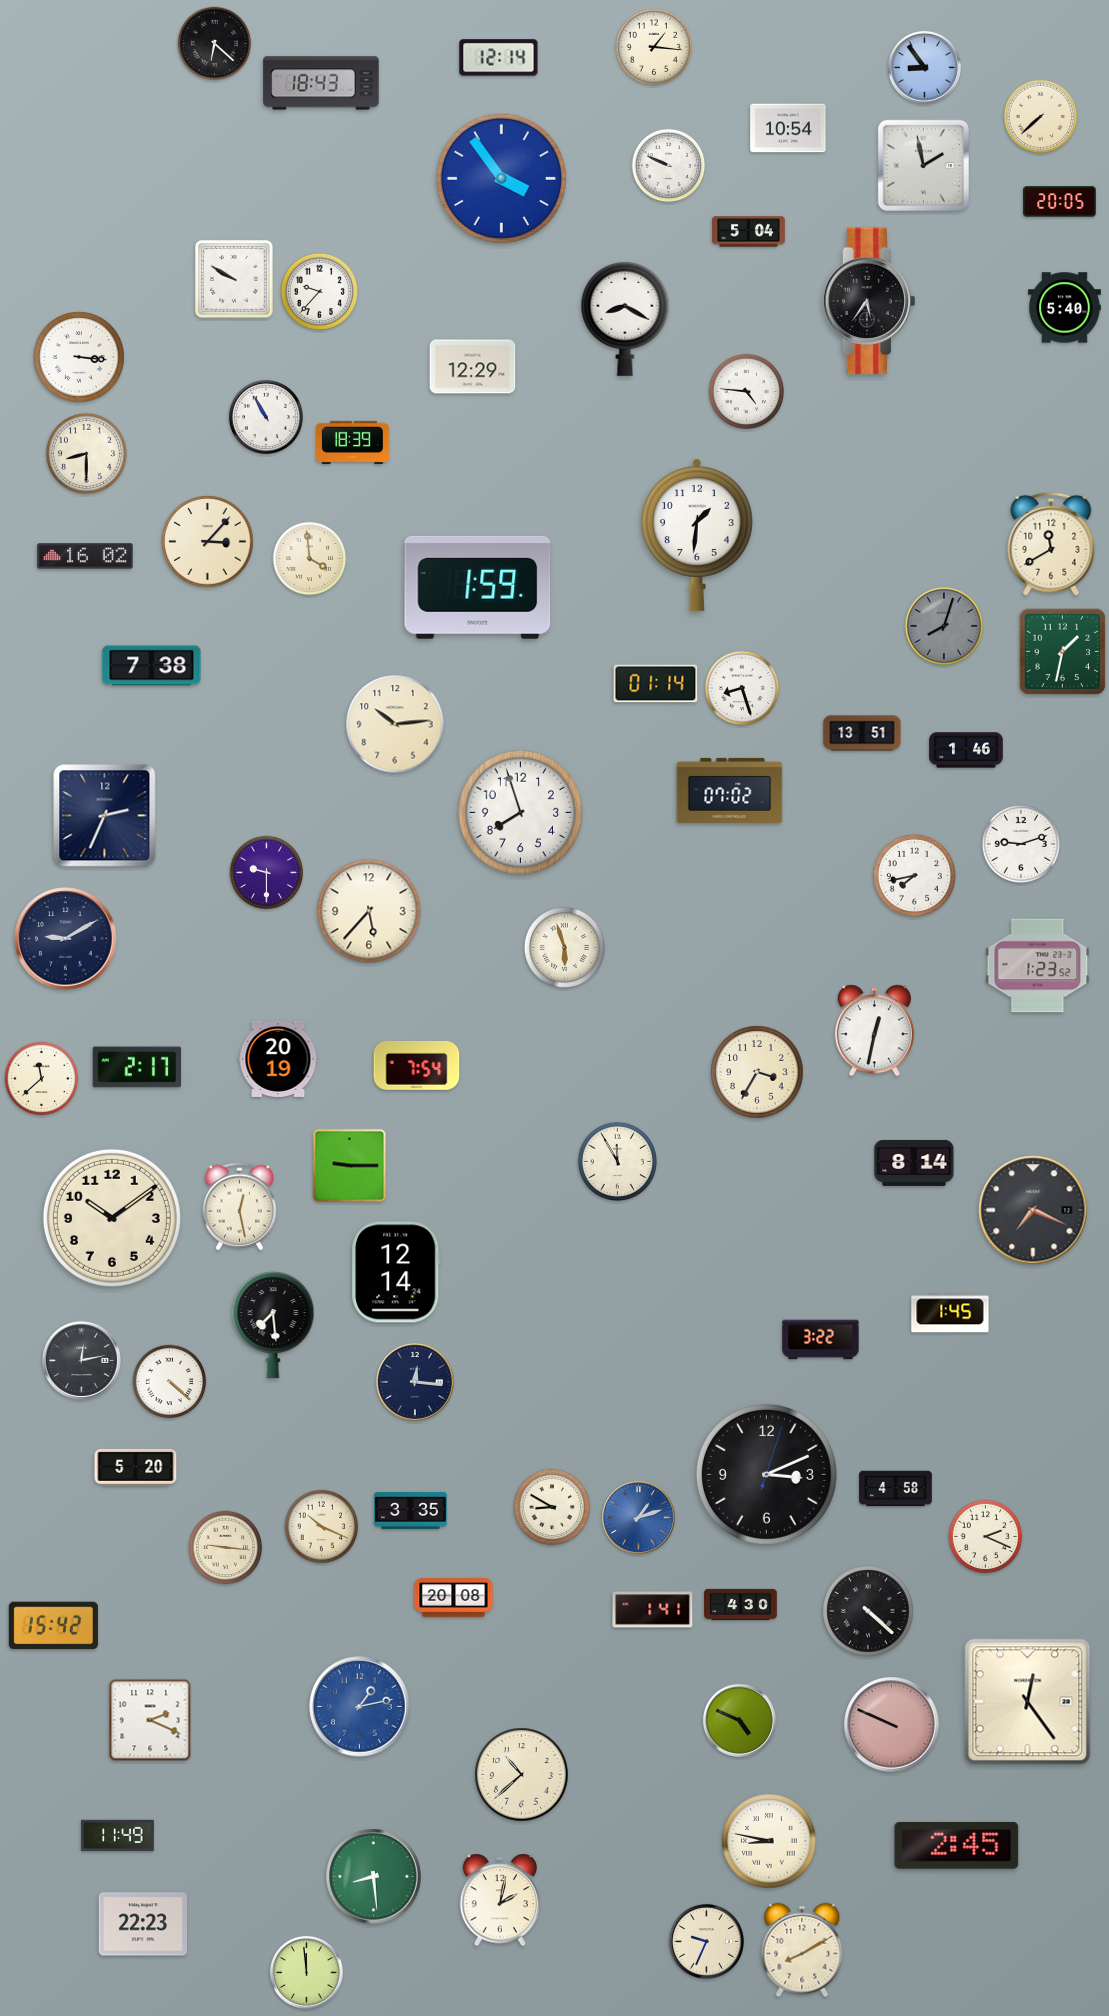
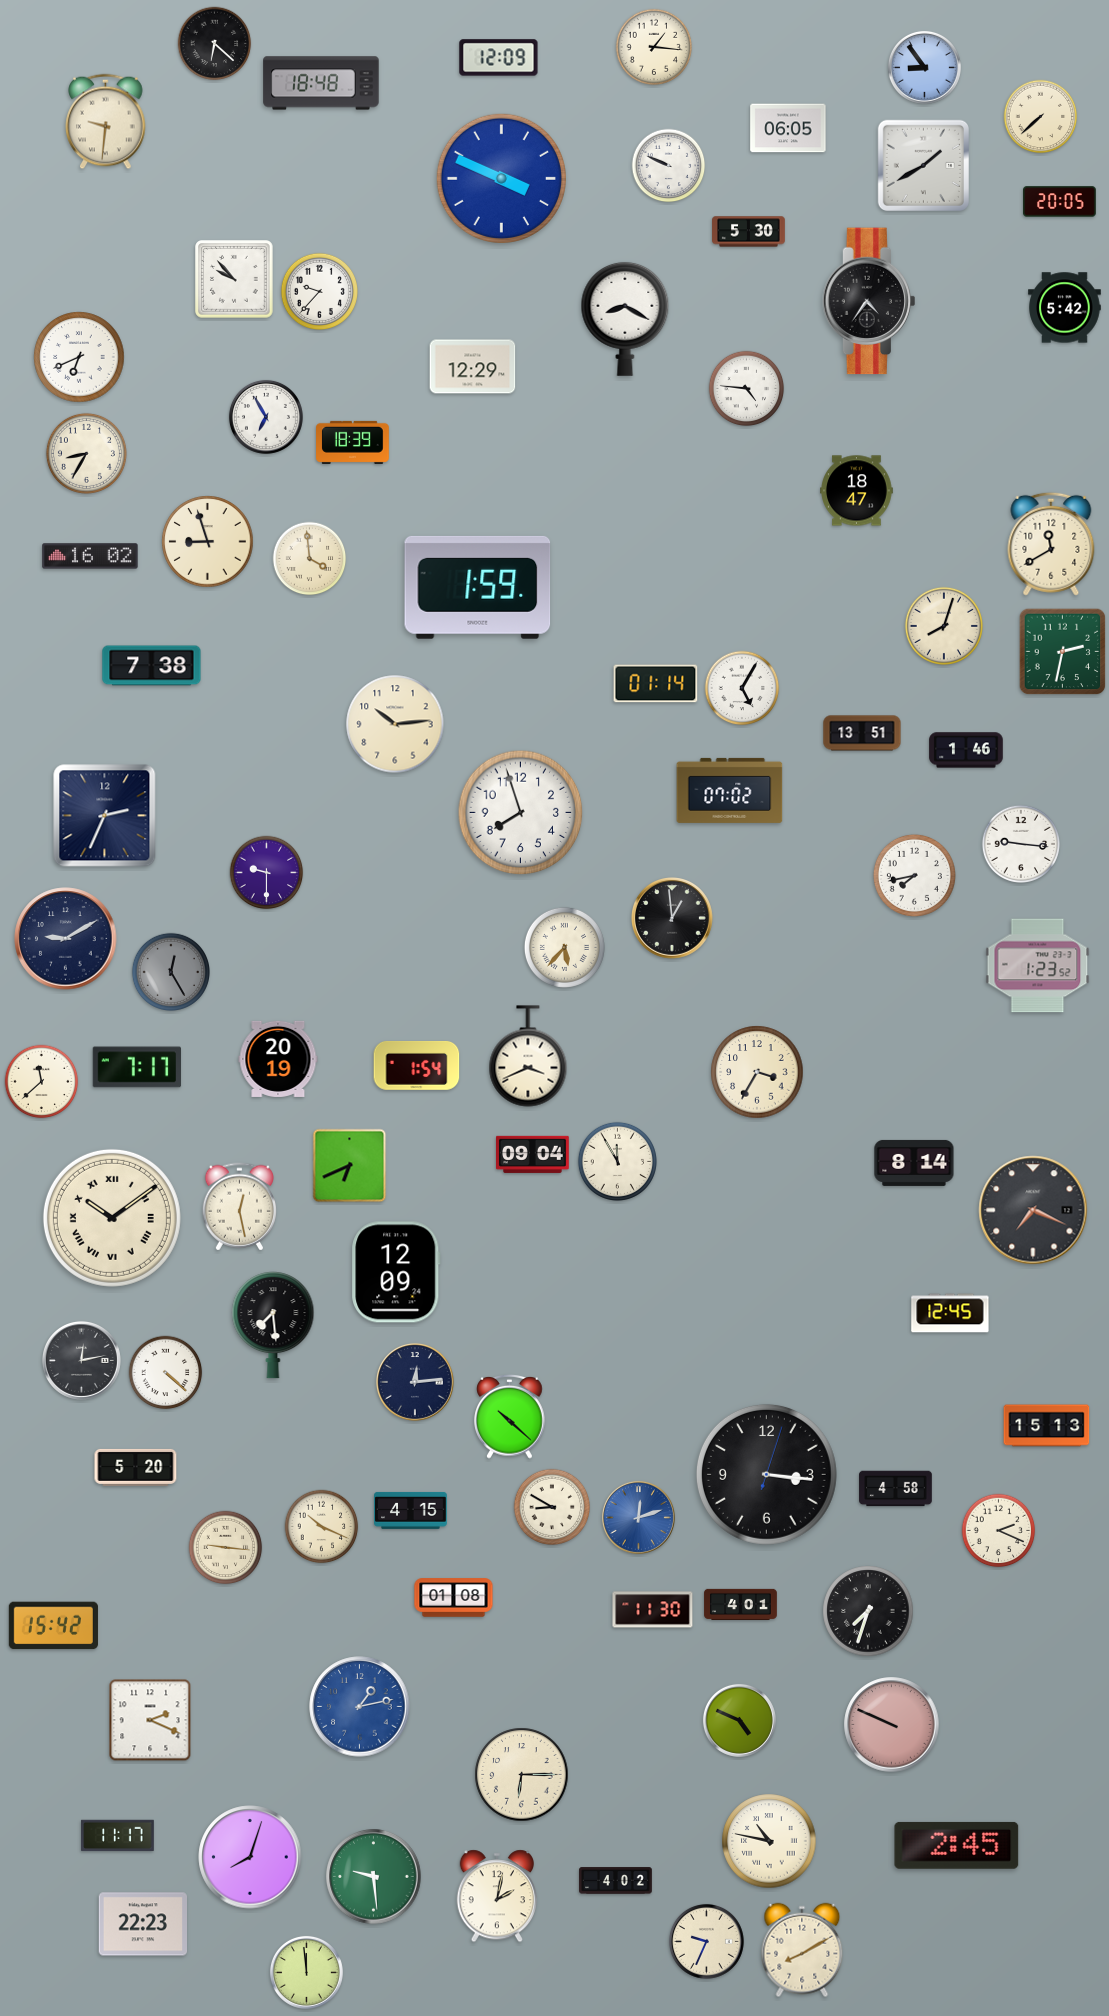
clock at (499, 58): 12:14 -> 12:09
clock at (321, 83): 18:43 -> 18:48
clock at (106, 122): none -> 9:31
clock at (788, 128): 10:54 -> 06:05
clock at (923, 165): 1:58 -> 1:40
clock at (501, 178): 3:54 -> 3:49
clock at (749, 232): 5:04 -> 5:30
clock at (234, 279): 9:50 -> 9:53
clock at (868, 301): 5:36 -> 4:36
clock at (1065, 308): 5:40 -> 5:42
clock at (79, 357): 3:16 -> 6:41
clock at (747, 392) position: (747, 392) -> (747, 389)
clock at (266, 417): 10:55 -> 6:55
clock at (86, 453): 8:30 -> 8:35
clock at (857, 491): none -> 18:47
clock at (697, 535): 1:31 -> none
clock at (208, 542): 3:07 -> 8:57
clock at (85, 556) position: (85, 556) -> (90, 556)
clock at (943, 625) dial: grey -> cream
clock at (1063, 652): 1:32 -> 2:32
clock at (742, 688): 8:27 -> 5:05
clock at (1020, 843): 9:12 -> 9:16
clock at (369, 911): 5:37 -> none
clock at (673, 919): none -> 12:59
clock at (564, 947): 5:57 -> 5:37
clock at (170, 971): none -> 12:25
clock at (874, 1031): 12:32 -> none
clock at (528, 1056): none -> 3:41
clock at (417, 1066): 7:54 -> 1:54
clock at (137, 1067): 2:17 -> 7:17
clock at (42, 1079) position: (42, 1079) -> (42, 1082)
clock at (533, 1154): none -> 09:04
clock at (350, 1166): 9:15 -> 6:41
clock at (112, 1218) numerals: Arabic -> Roman
clock at (396, 1272): 12:14 -> 12:09
clock at (950, 1313): 1:45 -> 12:45
clock at (821, 1340): 3:22 -> none
clock at (170, 1382) position: (170, 1382) -> (166, 1373)
clock at (415, 1382): 12:16 -> 12:14
clock at (510, 1416): none -> 10:22
clock at (1047, 1426): none -> 15:13
clock at (766, 1474): 3:11 -> 3:16
clock at (411, 1510): 3:35 -> 4:15
clock at (638, 1517): 1:12 -> 12:12
clock at (986, 1537) position: (986, 1537) -> (999, 1531)
clock at (454, 1598): 20:08 -> 01:08
clock at (741, 1604): 4:30 -> 4:01
clock at (653, 1610): 1:41 -> 11:30
clock at (868, 1611): 4:22 -> 7:33
clock at (1028, 1702): 12:24 -> none
clock at (522, 1775): 10:38 -> 6:15
clock at (118, 1836): 11:49 -> 11:17
clock at (769, 1841): 8:47 -> 10:47
clock at (250, 1857): none -> 8:03
clock at (374, 1877): 8:29 -> 9:29
clock at (616, 1881): none -> 4:02
clock at (499, 1900) position: (499, 1900) -> (496, 1896)
